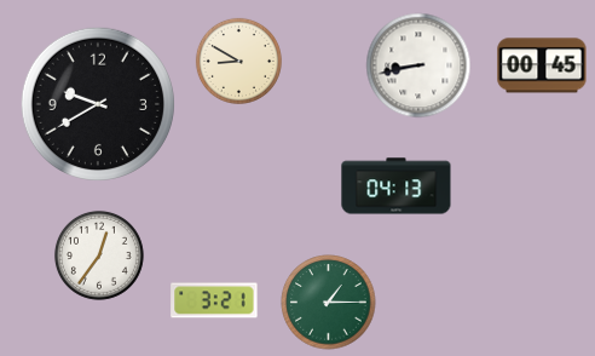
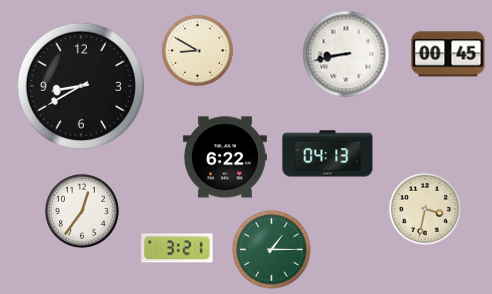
clock at (98, 104): 9:40 -> 8:40
clock at (225, 157): none -> 6:22
clock at (425, 209): none -> 3:32
